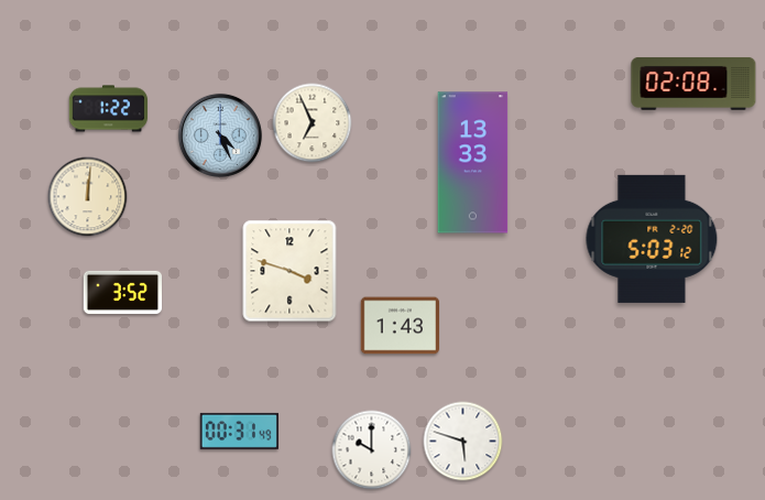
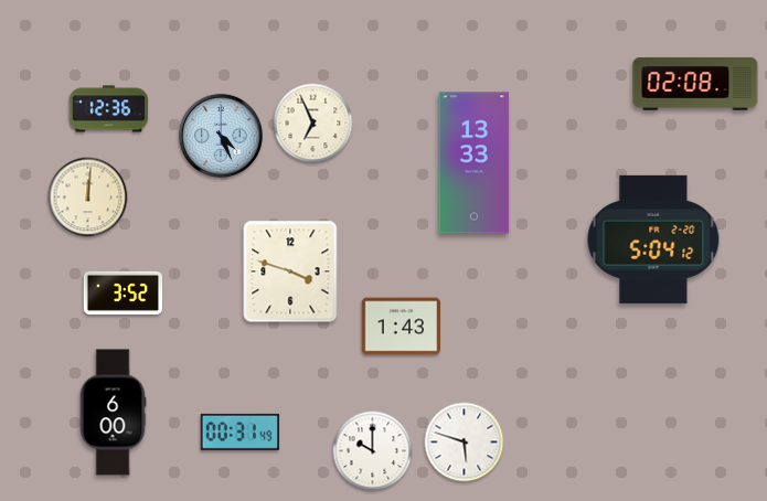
clock at (109, 109): 1:22 -> 12:36
clock at (652, 239): 5:03 -> 5:04
clock at (113, 413): none -> 6:00
